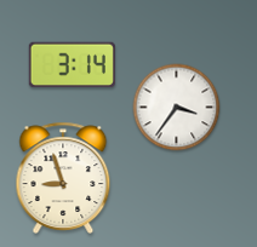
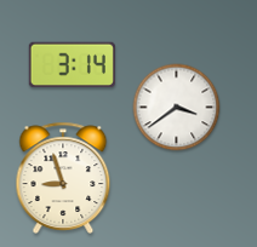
clock at (177, 108): 3:36 -> 3:39
